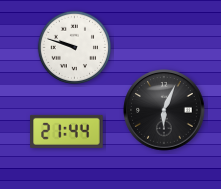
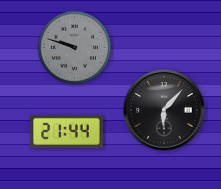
clock at (75, 48) dial: white -> grey
clock at (164, 110): 6:04 -> 6:07
